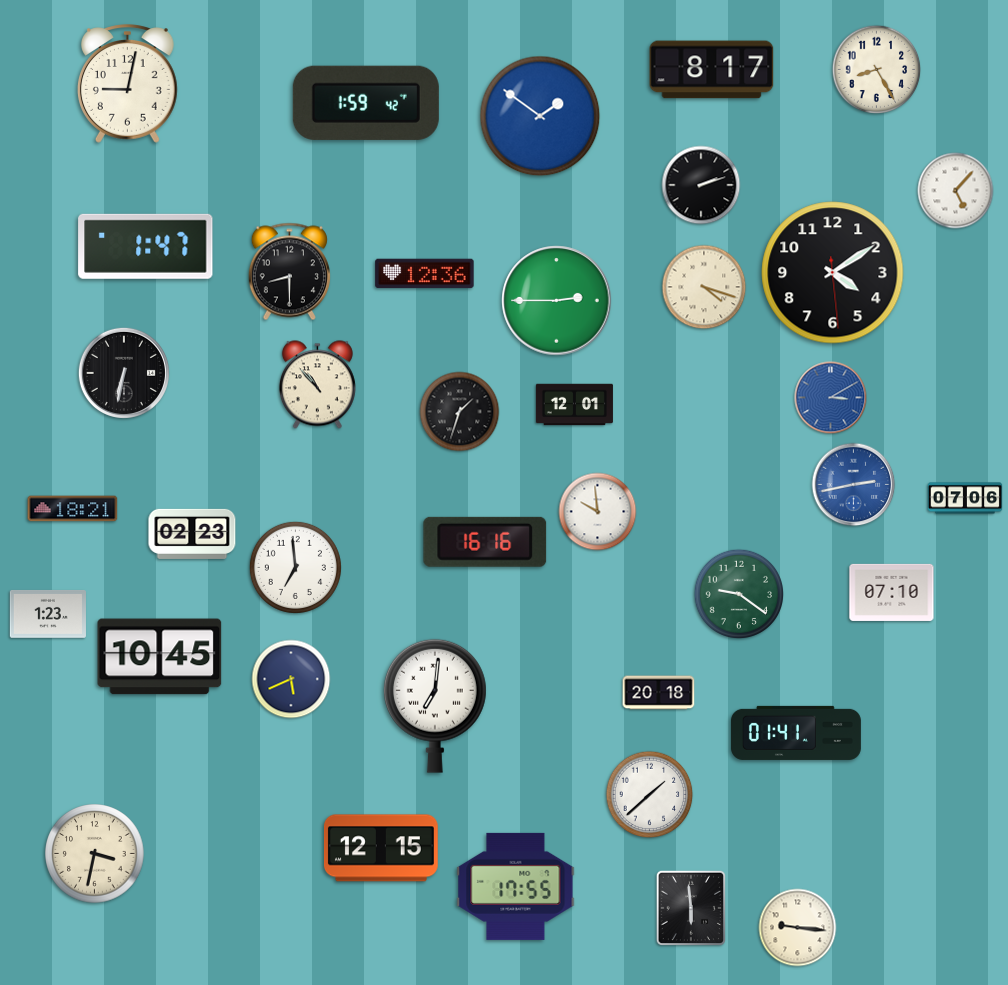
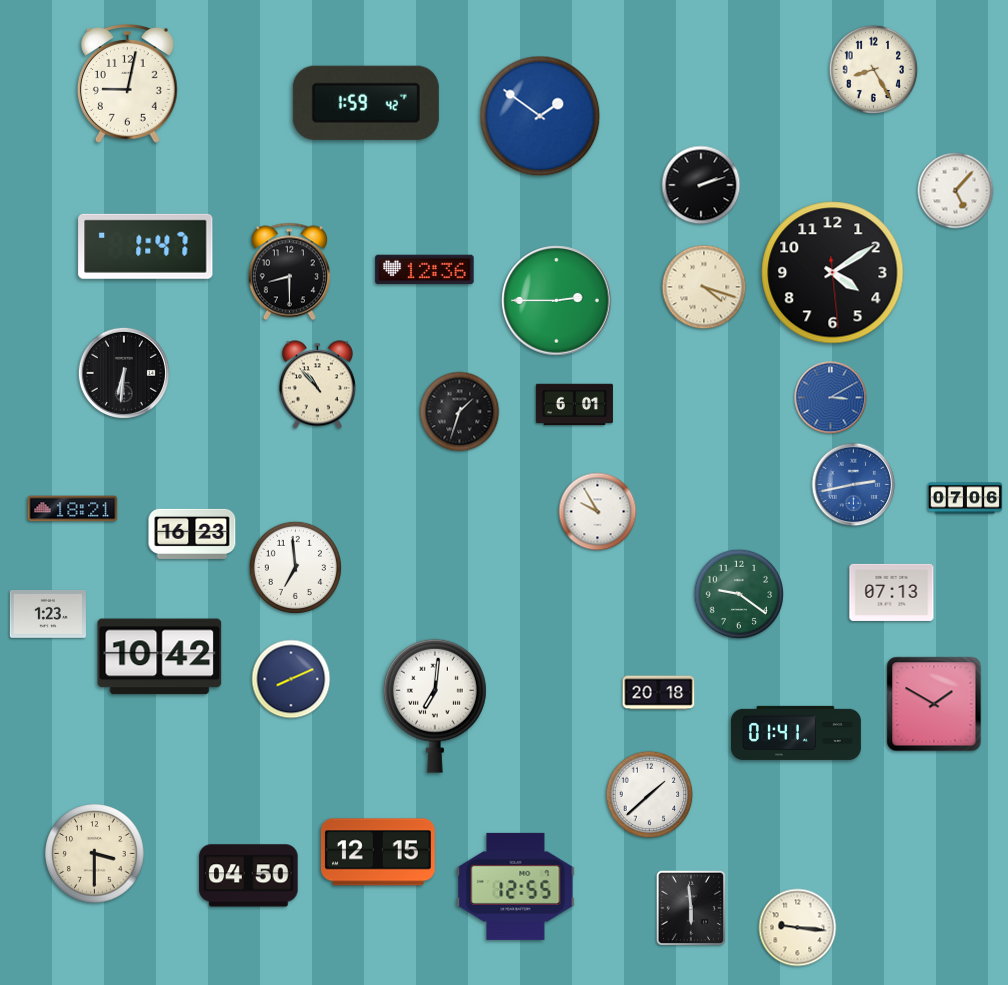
clock at (712, 70): 8:17 -> none
clock at (877, 70) position: (877, 70) -> (874, 70)
clock at (425, 274) position: (425, 274) -> (425, 270)
clock at (124, 373): 6:32 -> 6:31
clock at (574, 405): 12:01 -> 6:01
clock at (598, 512): 9:59 -> 9:55
clock at (192, 534): 02:23 -> 16:23
clock at (485, 542): 16:16 -> none
clock at (892, 592): 07:10 -> 07:13
clock at (160, 657): 10:45 -> 10:42
clock at (291, 679): 5:41 -> 8:11
clock at (934, 704): none -> 1:50
clock at (381, 848) position: (381, 848) -> (378, 852)
clock at (95, 854): 3:32 -> 3:30
clock at (249, 876): none -> 04:50
clock at (516, 886): 17:55 -> 12:55
